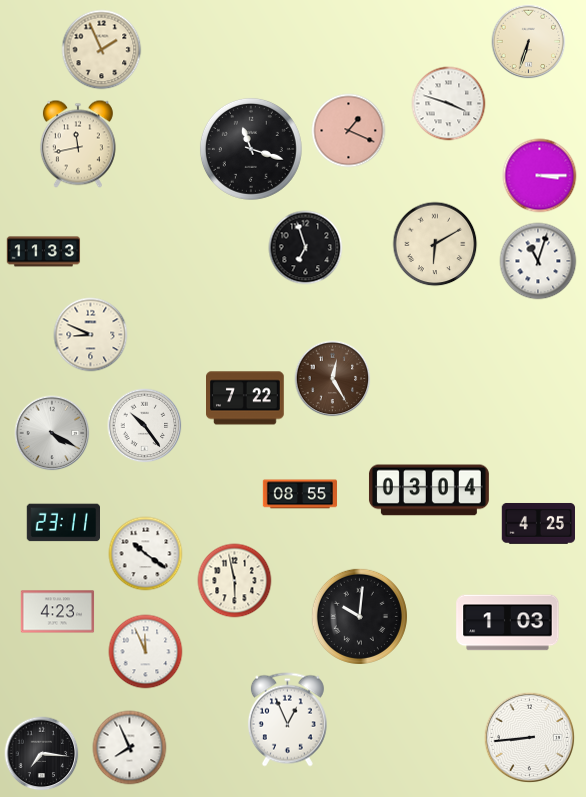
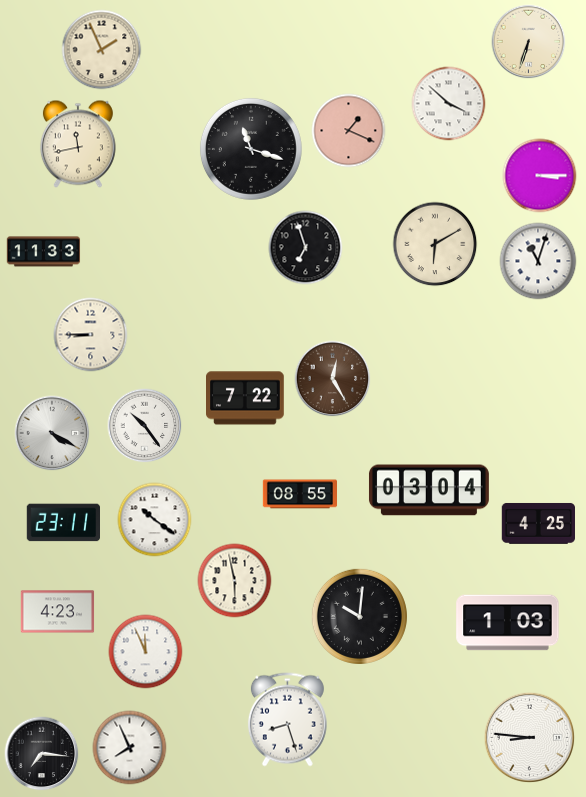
clock at (449, 104): 3:48 -> 3:52
clock at (91, 335): 8:49 -> 8:45
clock at (146, 554) position: (146, 554) -> (155, 520)
clock at (287, 720): 12:56 -> 8:27
clock at (530, 738): 8:44 -> 8:46
